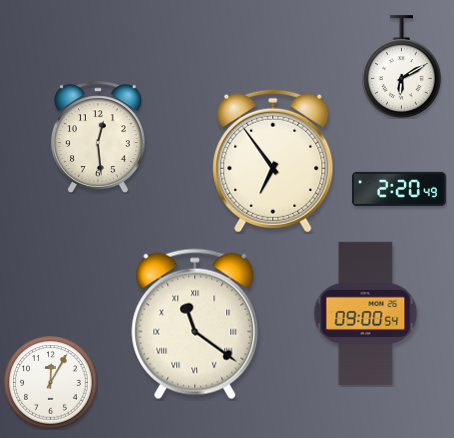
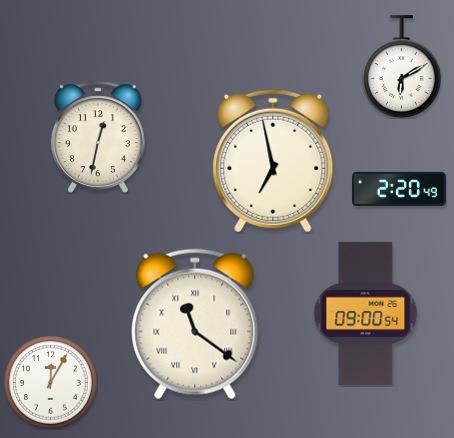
clock at (98, 137): 12:29 -> 12:32
clock at (273, 161): 6:54 -> 6:58
